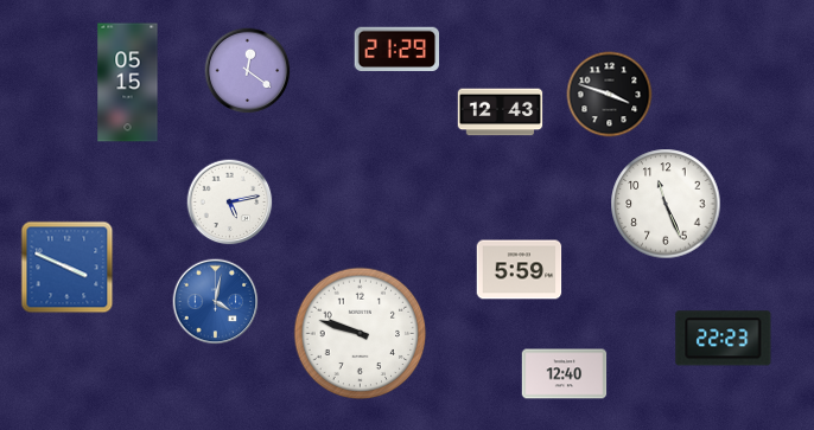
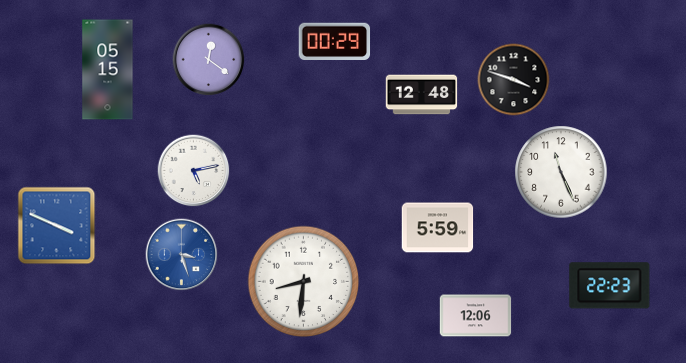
clock at (398, 50): 21:29 -> 00:29
clock at (501, 113): 12:43 -> 12:48
clock at (216, 302): 4:02 -> 3:27
clock at (361, 334): 9:48 -> 8:31
clock at (565, 374): 12:40 -> 12:06
